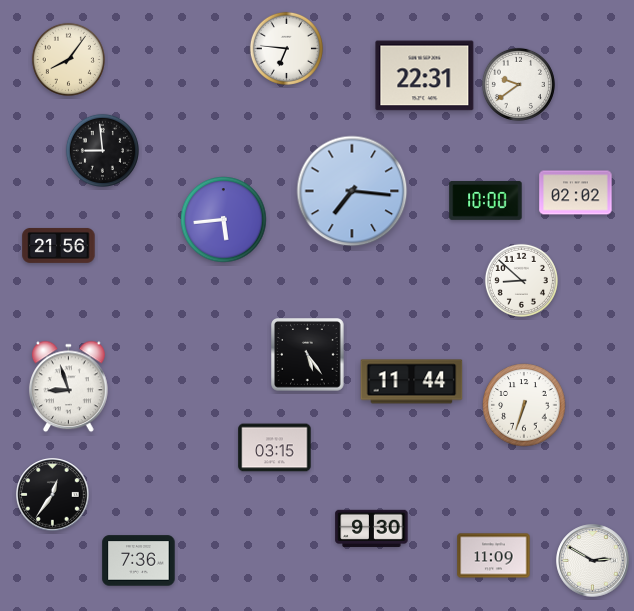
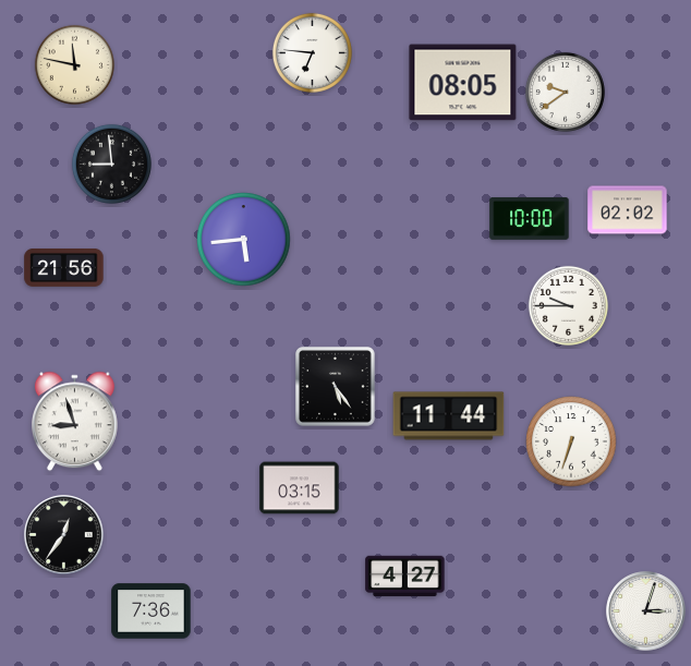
clock at (68, 59): 8:06 -> 11:47
clock at (425, 76): 22:31 -> 08:05
clock at (352, 191): 7:16 -> none
clock at (521, 280): 8:52 -> 9:45
clock at (53, 495) position: (53, 495) -> (64, 535)
clock at (372, 528): 9:30 -> 4:27
clock at (494, 556): 11:09 -> none
clock at (593, 561): 2:50 -> 3:03
